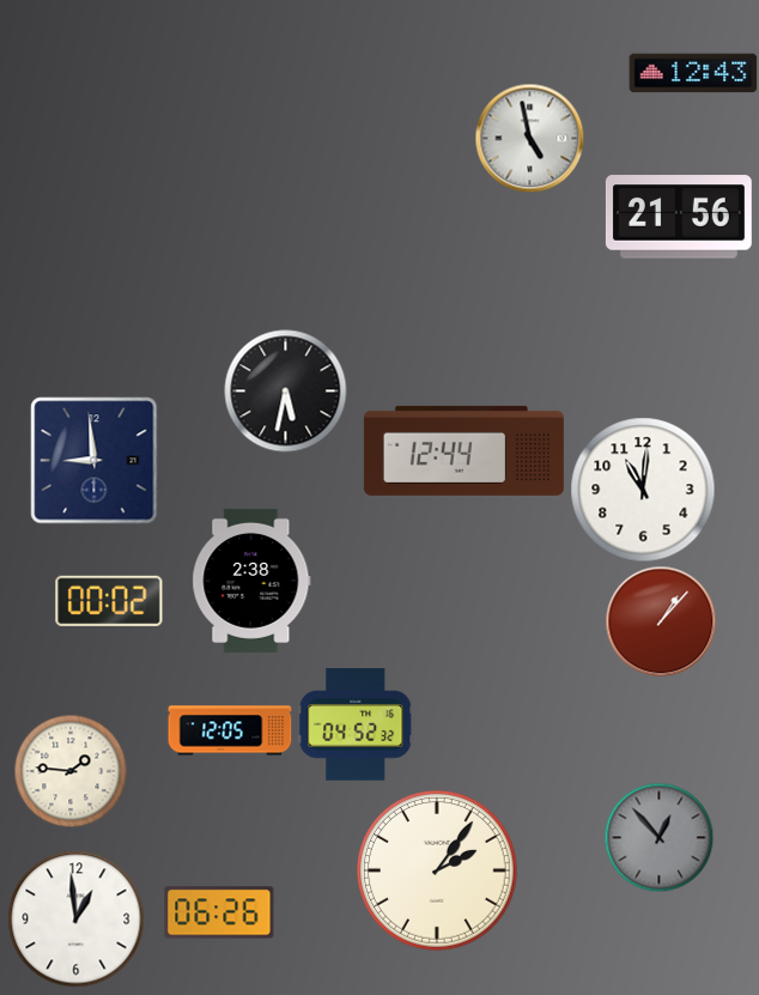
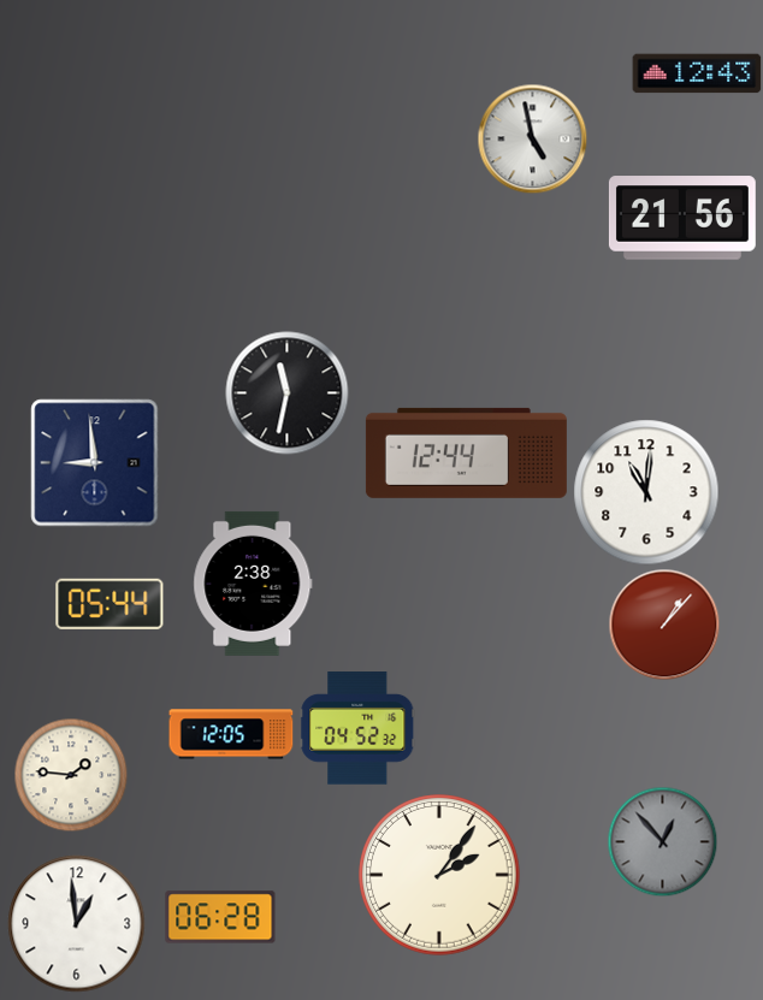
clock at (286, 392): 5:32 -> 11:32
clock at (109, 601): 00:02 -> 05:44
clock at (219, 912): 06:26 -> 06:28
